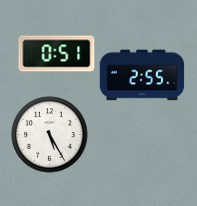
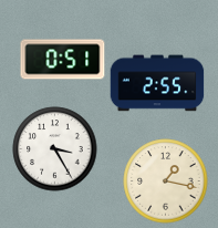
clock at (50, 135): 5:25 -> 3:25
clock at (166, 182): none -> 1:17
